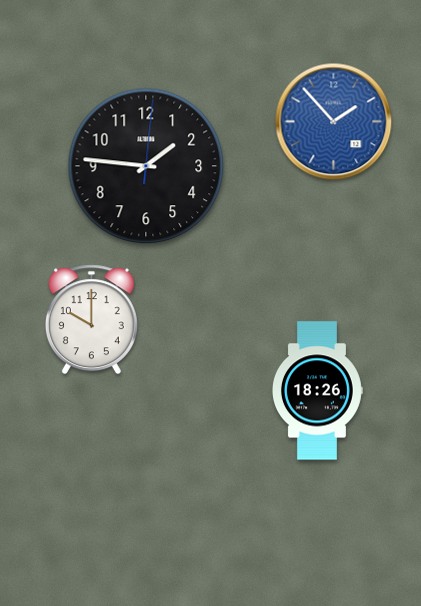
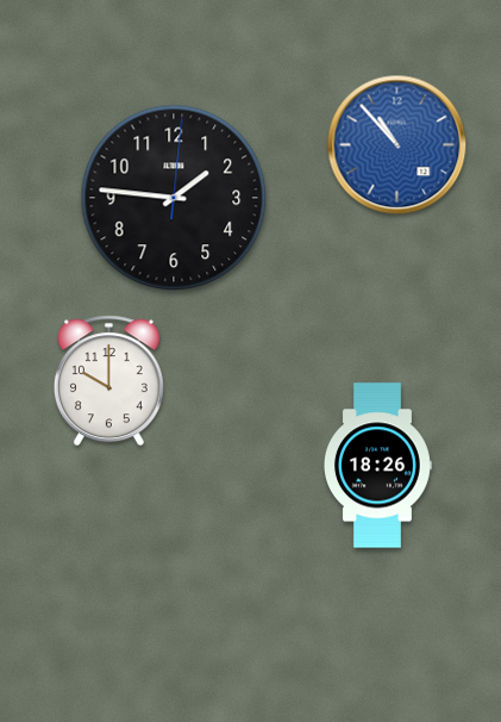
clock at (334, 122): 1:53 -> 10:53
